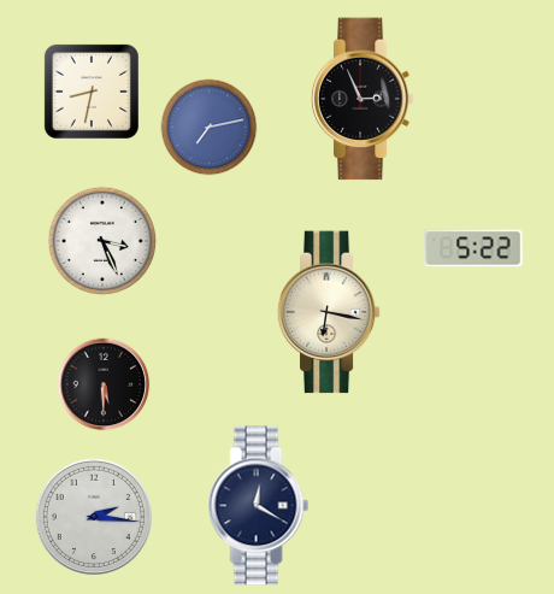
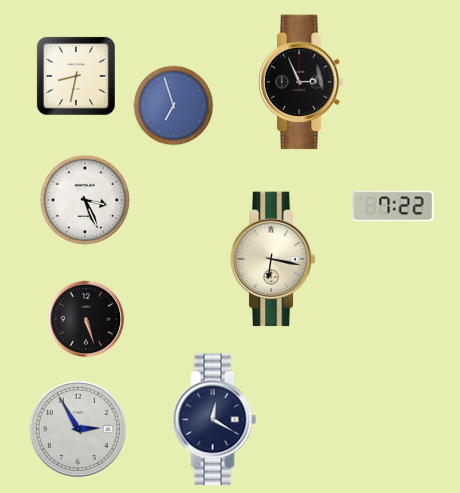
clock at (210, 128): 7:13 -> 6:57
clock at (473, 248): 5:22 -> 7:22
clock at (104, 384): 5:30 -> 5:27
clock at (94, 517): 2:16 -> 2:55
